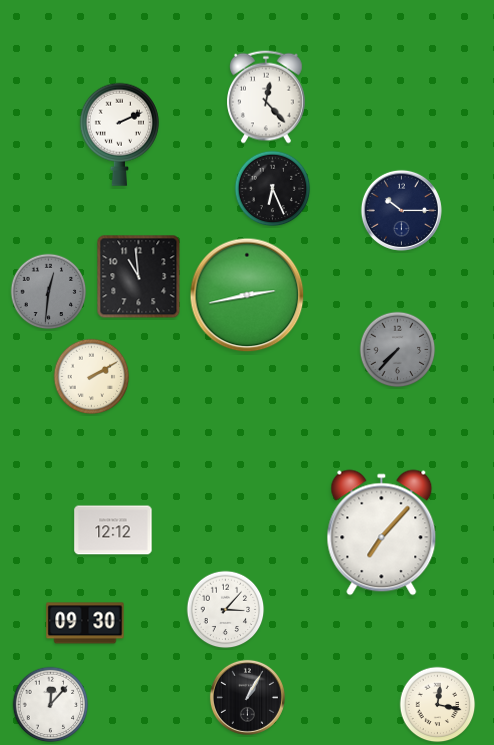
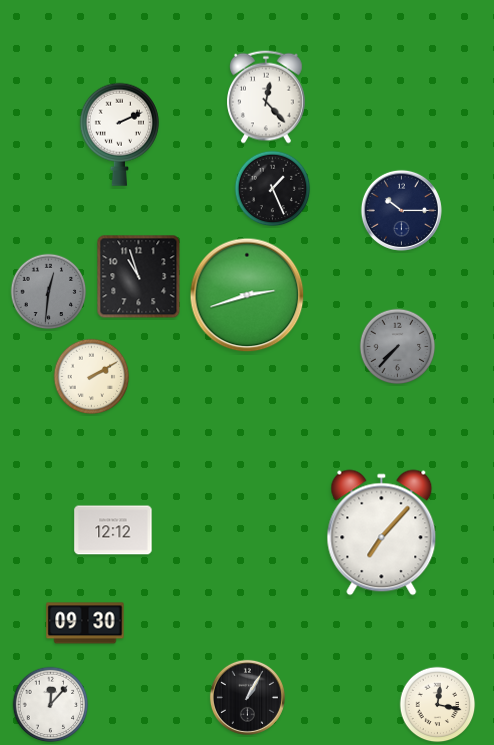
clock at (273, 189): 6:26 -> 1:26
clock at (139, 277): 10:59 -> 10:57
clock at (247, 295): 2:43 -> 2:42
clock at (398, 350) position: (398, 350) -> (398, 347)
clock at (226, 610): 3:07 -> none
